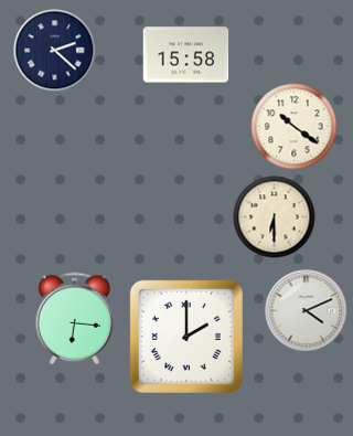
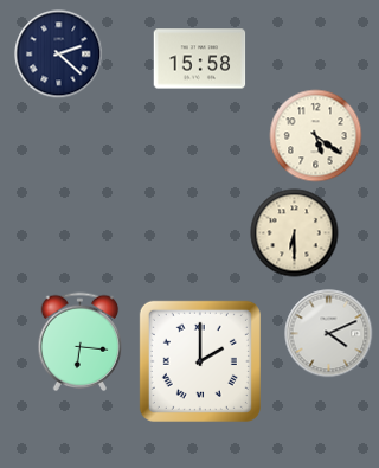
clock at (295, 127): 10:21 -> 5:21
